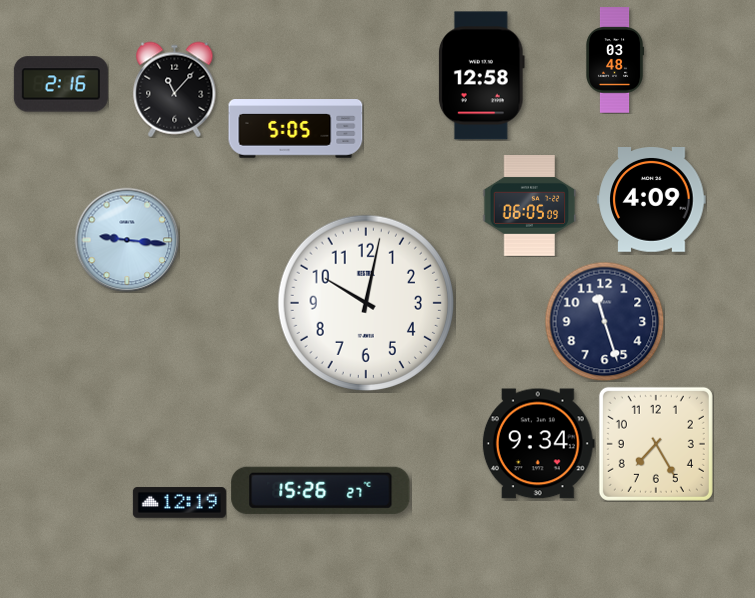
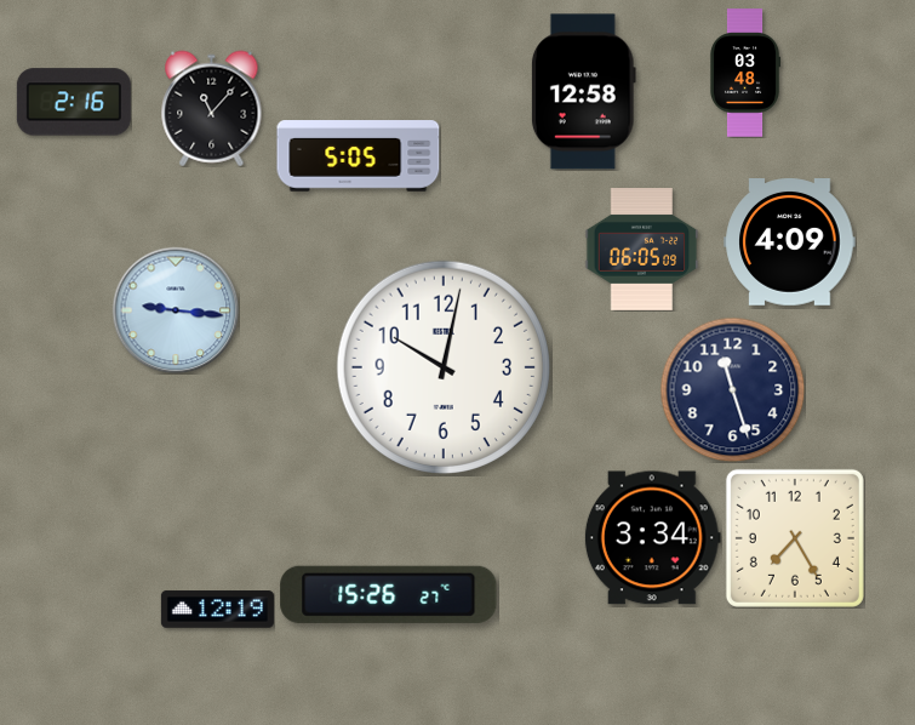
clock at (127, 240) position: (127, 240) -> (176, 310)
clock at (538, 444): 9:34 -> 3:34
